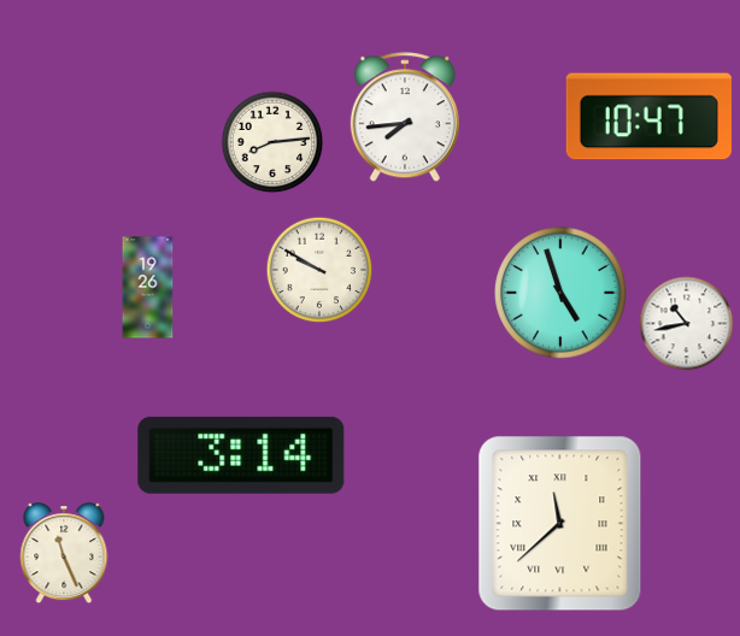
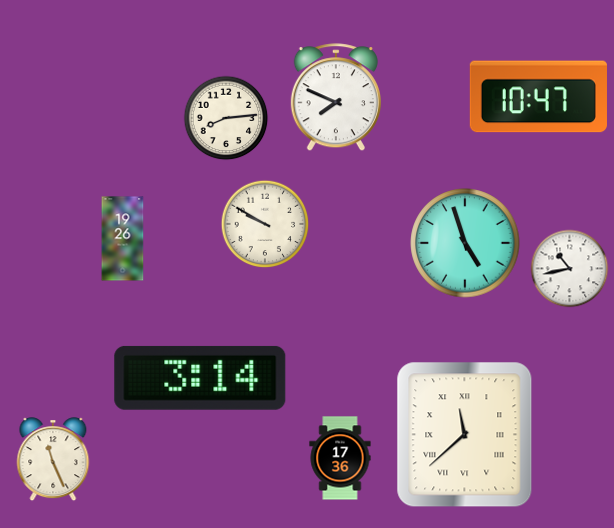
clock at (405, 118): 7:44 -> 7:49
clock at (340, 458): none -> 17:36
